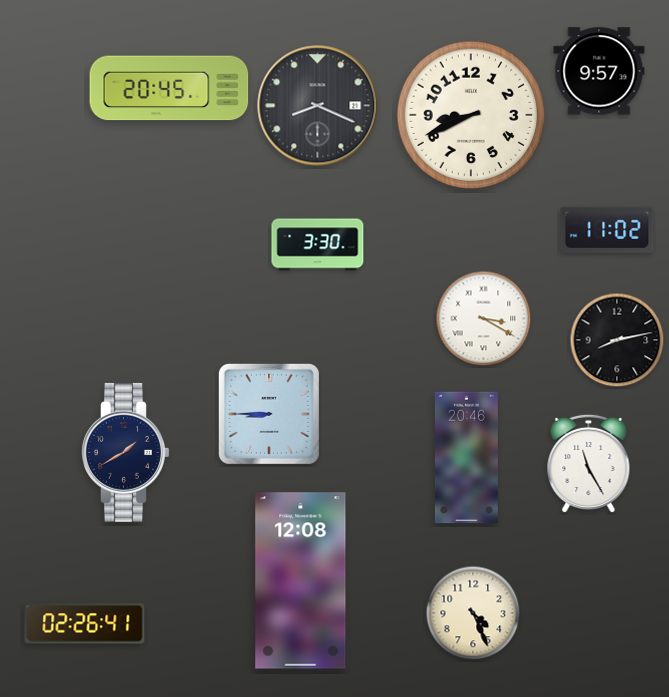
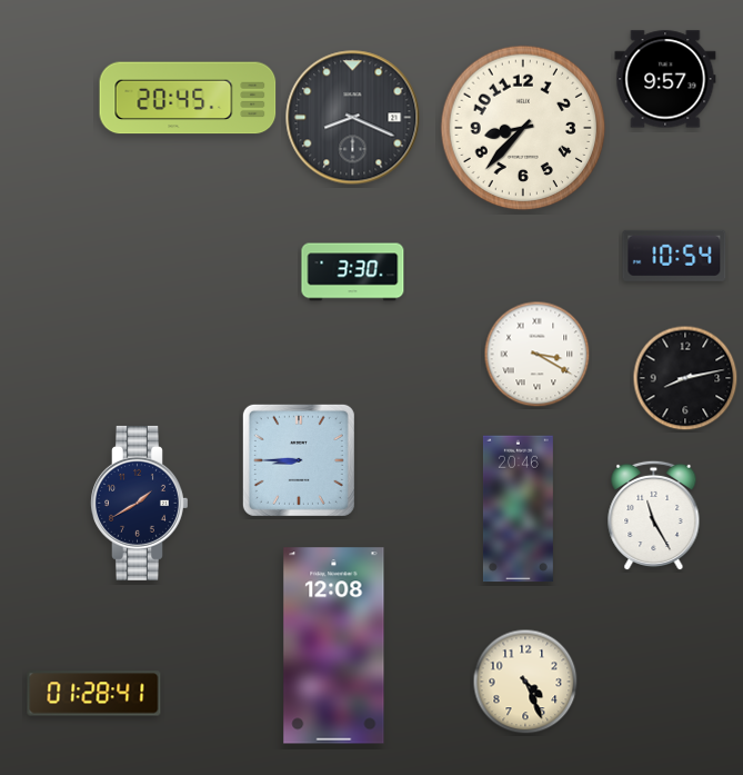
clock at (471, 115): 8:41 -> 8:37
clock at (607, 230): 11:02 -> 10:54
clock at (85, 624): 02:26 -> 01:28
